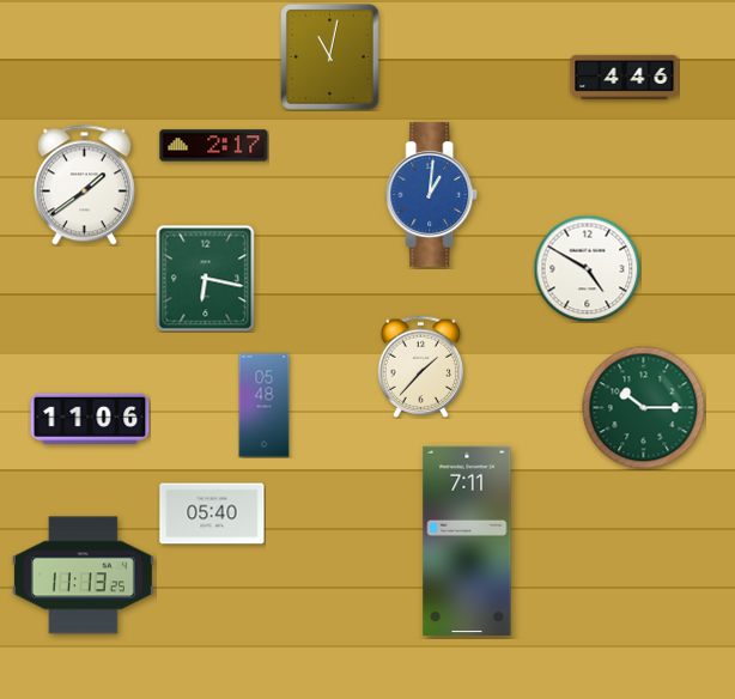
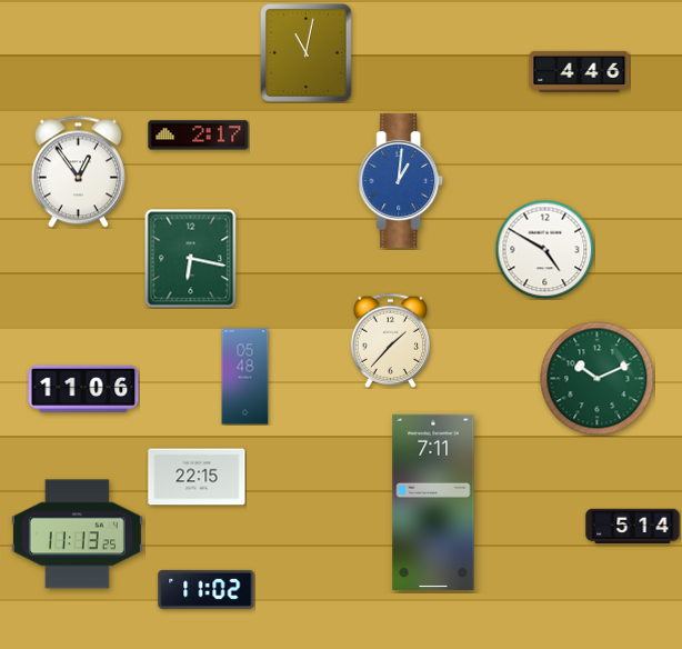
clock at (84, 186): 1:39 -> 12:54
clock at (644, 408): 10:15 -> 10:11
clock at (212, 513): 05:40 -> 22:15
clock at (633, 527): none -> 5:14
clock at (207, 589): none -> 11:02
